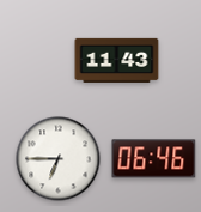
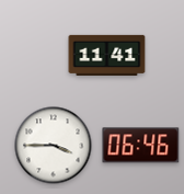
clock at (117, 60): 11:43 -> 11:41
clock at (59, 159): 6:45 -> 3:45
